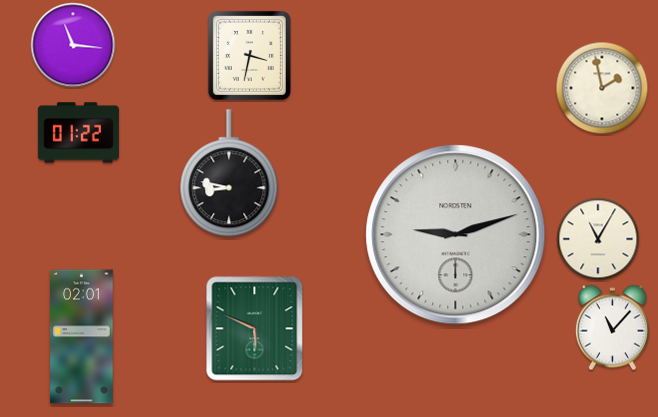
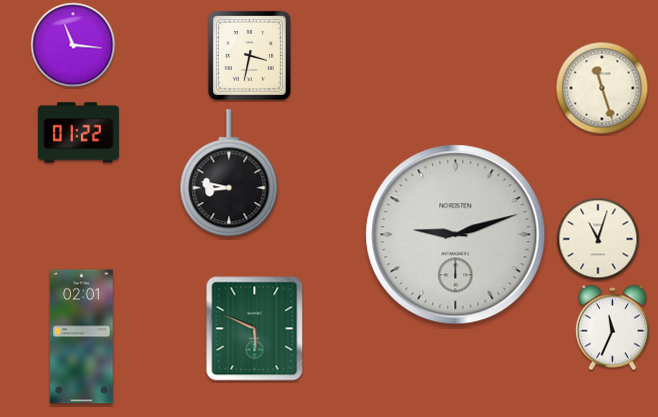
clock at (602, 88): 1:58 -> 11:27
clock at (598, 239): 11:05 -> 11:03
clock at (612, 328): 11:07 -> 11:34
